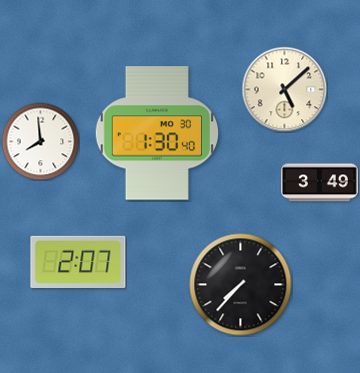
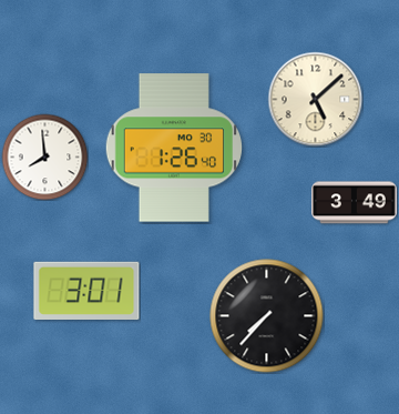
clock at (156, 133): 1:30 -> 1:26
clock at (78, 261): 2:07 -> 3:01
